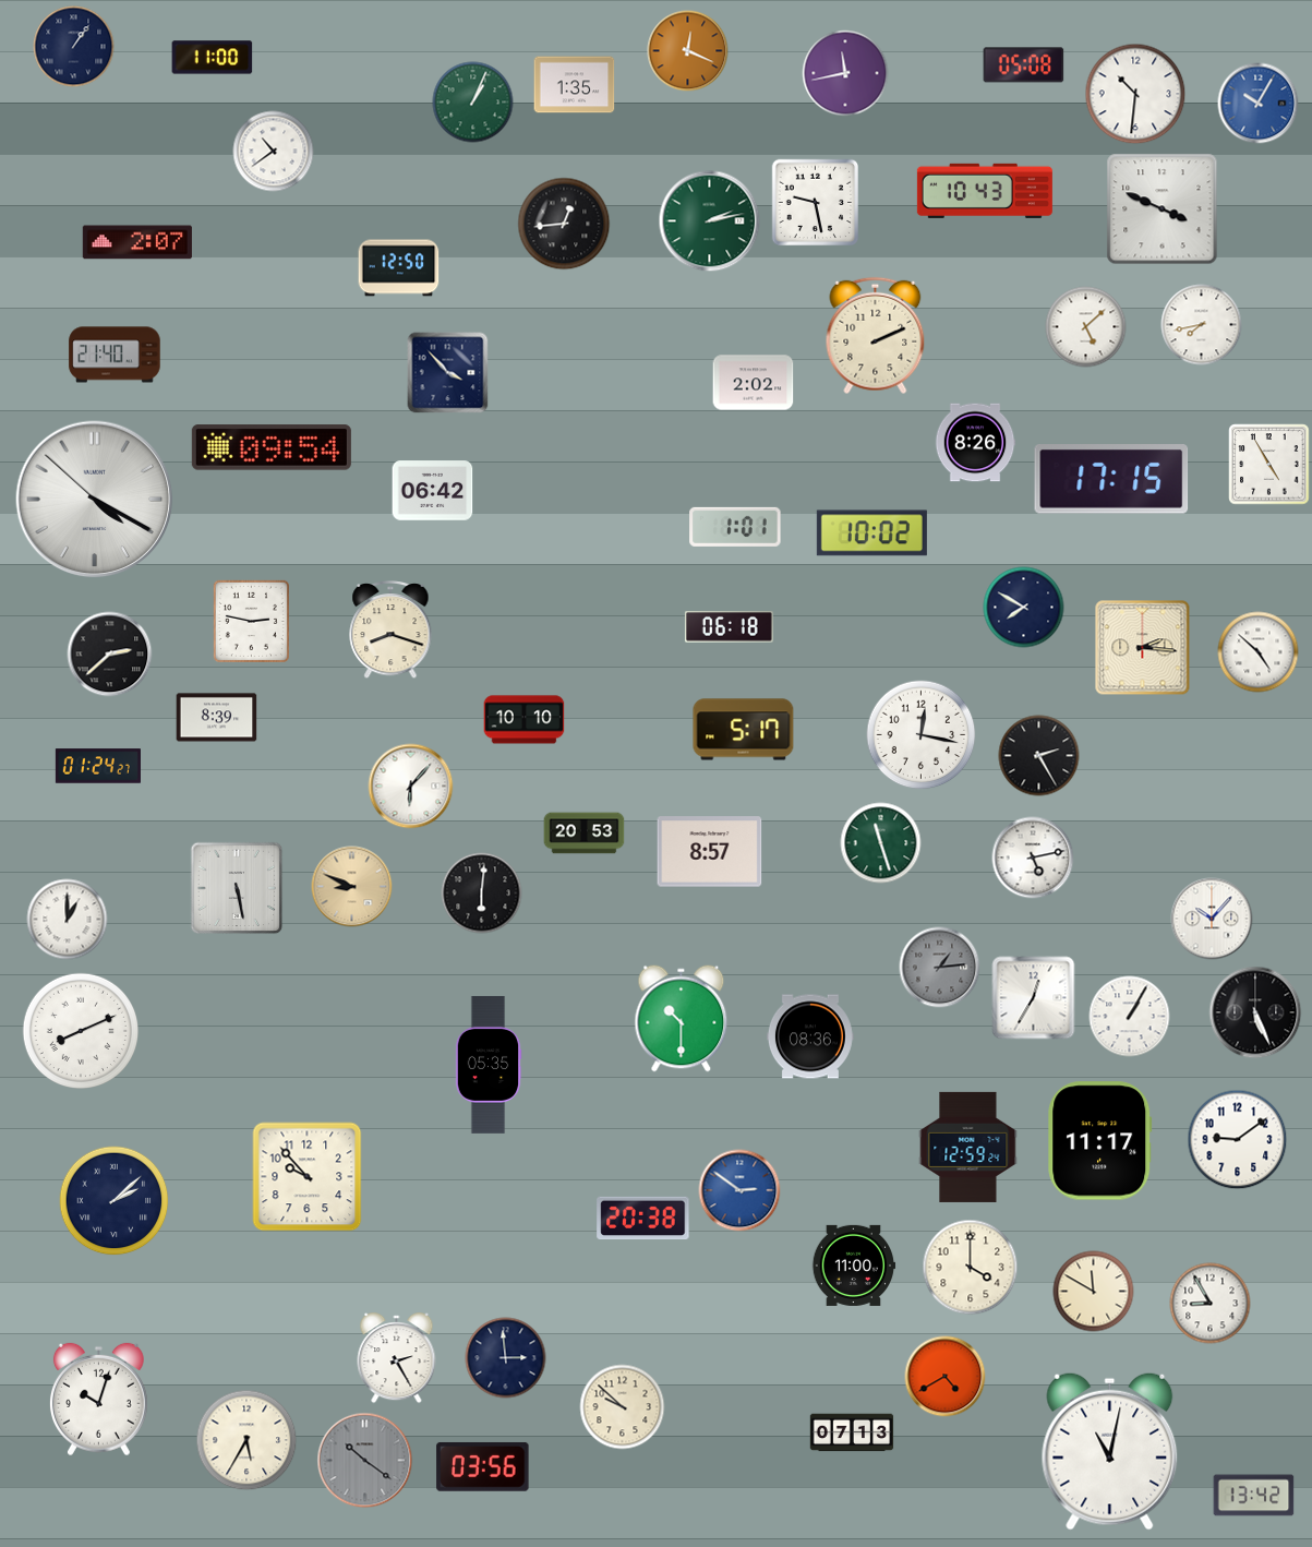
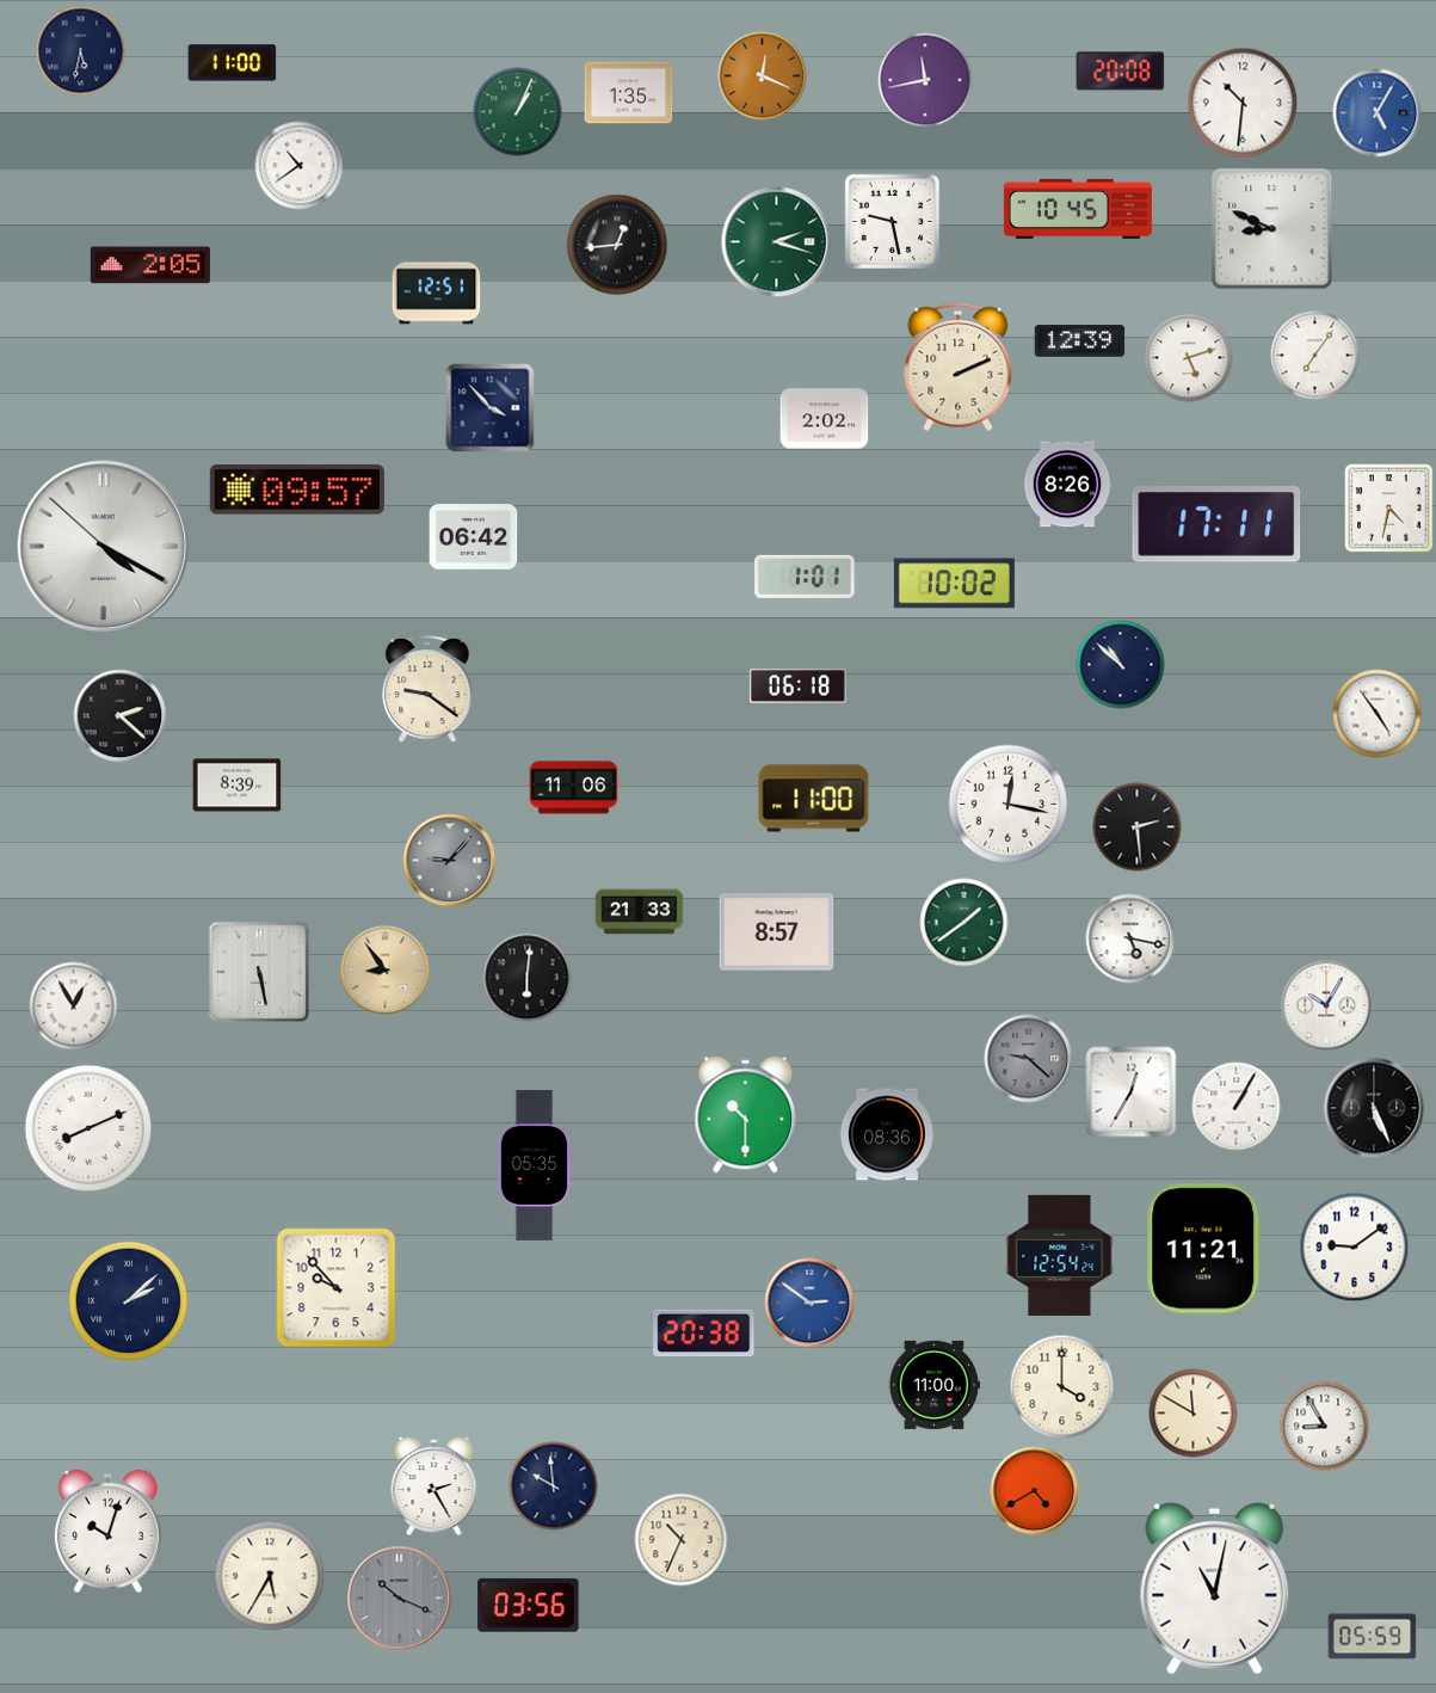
clock at (74, 47): 1:06 -> 5:32
clock at (688, 51) position: (688, 51) -> (763, 76)
clock at (1024, 65): 05:08 -> 20:08
clock at (1259, 104): 10:05 -> 5:05
clock at (985, 191): 10:43 -> 10:45
clock at (1163, 209): 3:49 -> 8:49
clock at (710, 221): 2:13 -> 2:18
clock at (137, 242): 2:07 -> 2:05
clock at (399, 268): 12:50 -> 12:51
clock at (1080, 341): none -> 12:39
clock at (1202, 325): 7:43 -> 7:06
clock at (1086, 327): 5:08 -> 5:12
clock at (115, 355): 21:40 -> none
clock at (272, 447): 09:54 -> 09:57
clock at (1269, 465): 4:55 -> 4:32
clock at (1111, 479): 17:15 -> 17:11
clock at (1024, 608): 7:50 -> 10:52
clock at (251, 621): 2:47 -> none
clock at (390, 629): 8:18 -> 9:21
clock at (1143, 648): 2:16 -> none
clock at (1259, 652): 4:52 -> 4:54
clock at (110, 655): 2:38 -> 2:22
clock at (525, 720): 10:10 -> 11:06
clock at (744, 730): 5:17 -> 11:00
clock at (1039, 756): 2:25 -> 2:29
clock at (98, 766): 01:24 -> none
clock at (411, 787): 6:07 -> 9:07
clock at (411, 787) dial: white -> grey
clock at (585, 834): 20:53 -> 21:33
clock at (881, 843): 11:27 -> 1:39
clock at (1033, 858): 5:13 -> 5:17
clock at (352, 887): 8:49 -> 8:54
clock at (1212, 919): 10:07 -> 10:05
clock at (68, 920): 1:00 -> 12:55
clock at (940, 968): 1:14 -> 9:22
clock at (1130, 1017) position: (1130, 1017) -> (1237, 1107)
clock at (1100, 1141): 11:17 -> 11:21
clock at (968, 1147): 12:59 -> 12:54
clock at (115, 1201) position: (115, 1201) -> (129, 1301)
clock at (1094, 1292) position: (1094, 1292) -> (1194, 1414)
clock at (506, 1358): 2:59 -> 9:59
clock at (946, 1377) position: (946, 1377) -> (1035, 1491)
clock at (623, 1407): 9:52 -> 10:34
clock at (852, 1432): 07:13 -> none
clock at (365, 1461): 10:21 -> 10:19
clock at (1254, 1496): 13:42 -> 05:59
